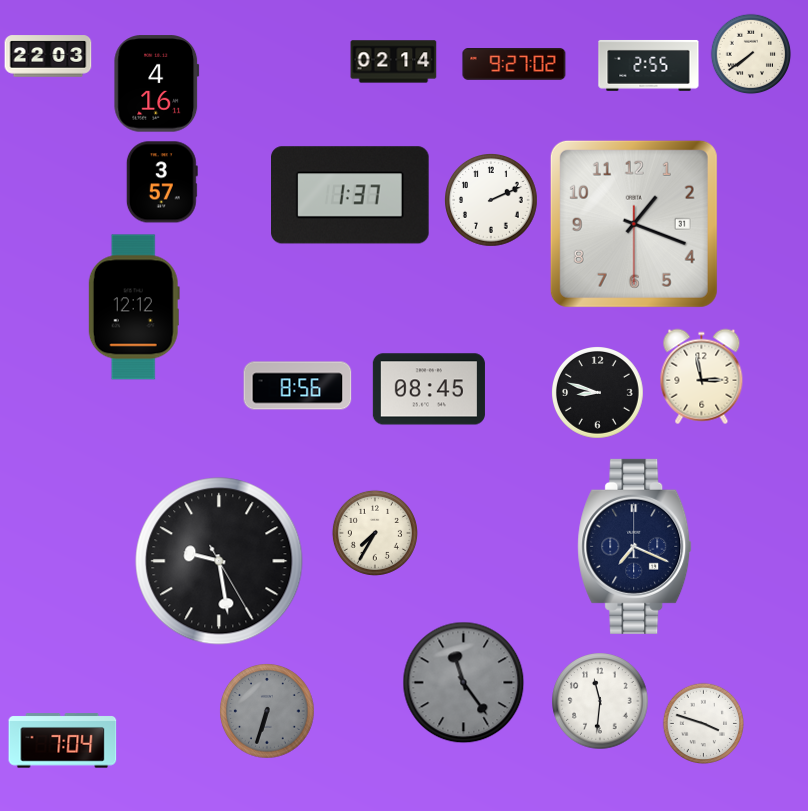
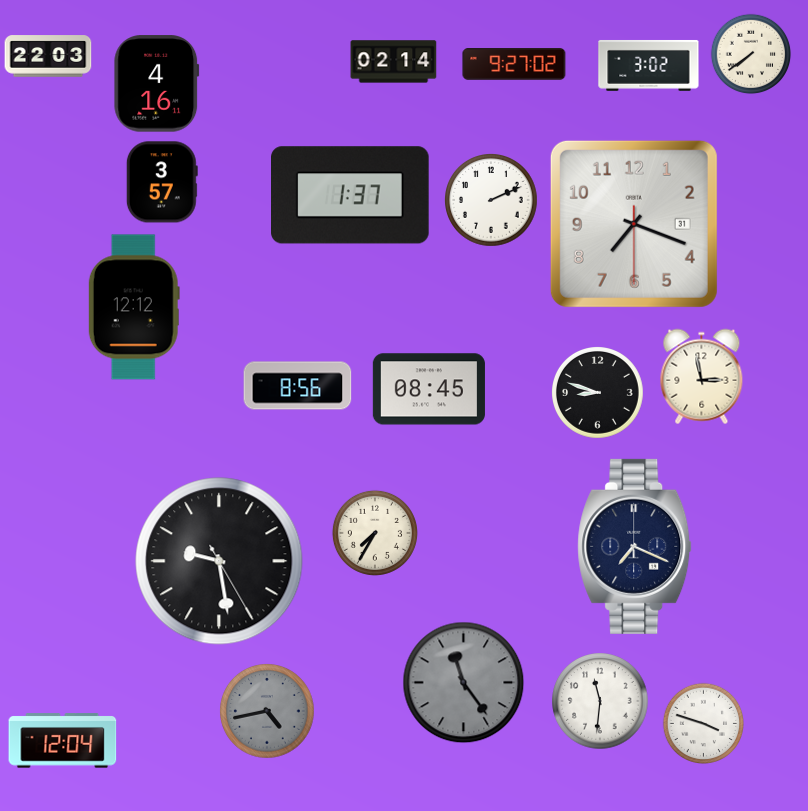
clock at (649, 65): 2:55 -> 3:02
clock at (634, 224): 1:18 -> 7:18
clock at (267, 711): 6:33 -> 4:43
clock at (63, 741): 7:04 -> 12:04
